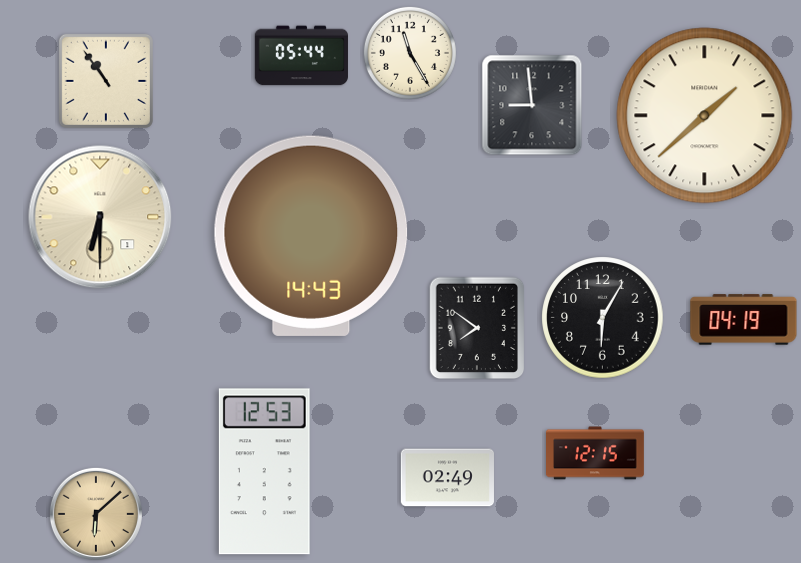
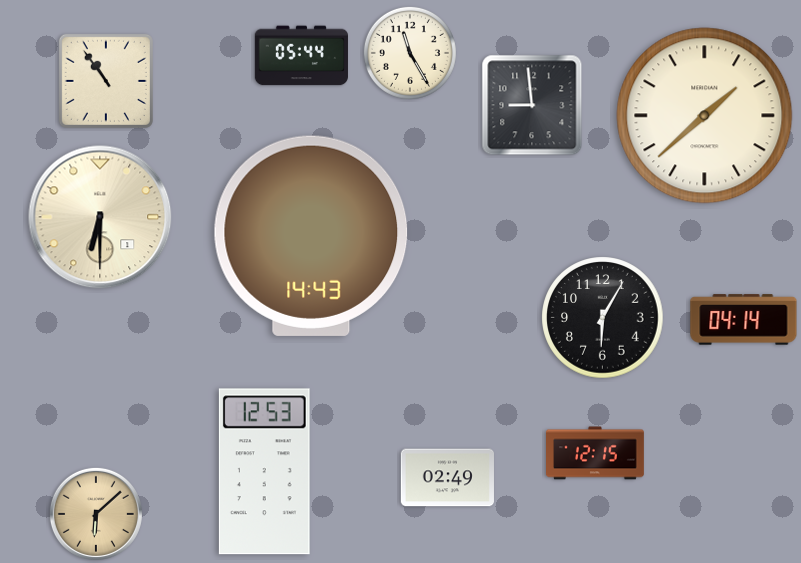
clock at (744, 320): 04:19 -> 04:14
clock at (477, 328): 7:51 -> none
